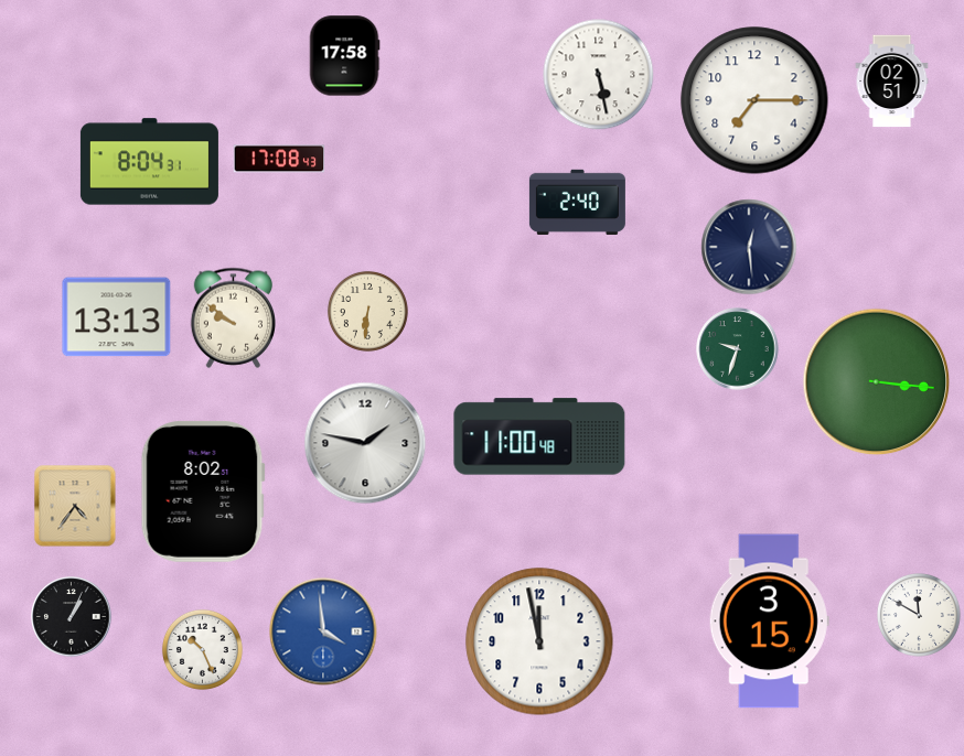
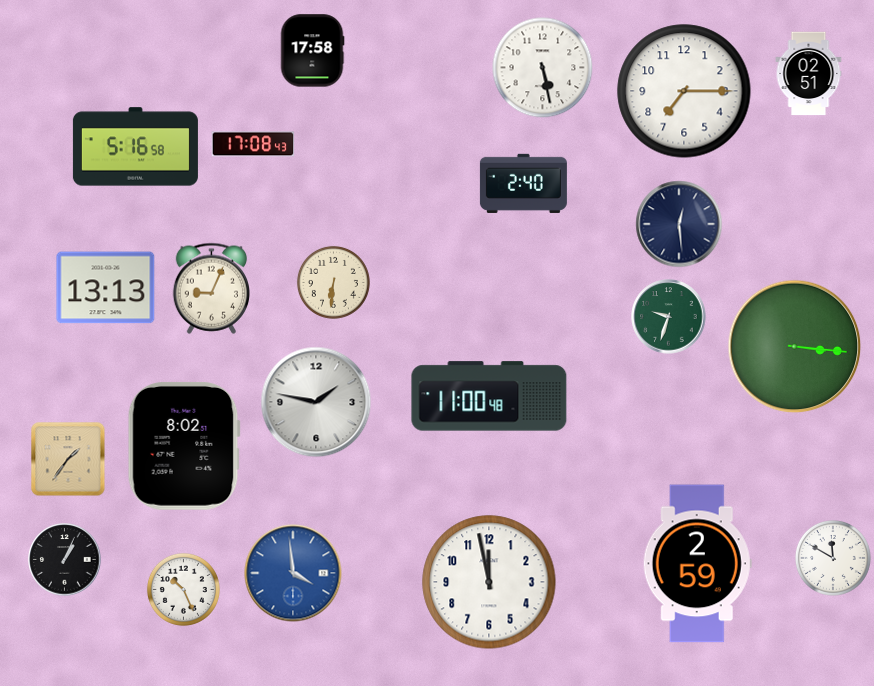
clock at (149, 162): 8:04 -> 5:16
clock at (233, 317): 9:51 -> 9:04
clock at (365, 443) position: (365, 443) -> (316, 402)
clock at (75, 506): 4:36 -> 1:36
clock at (769, 622): 3:15 -> 2:59
